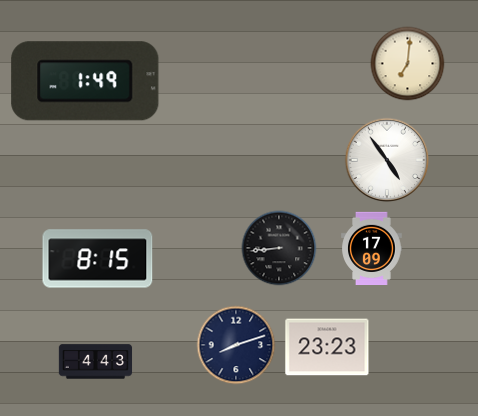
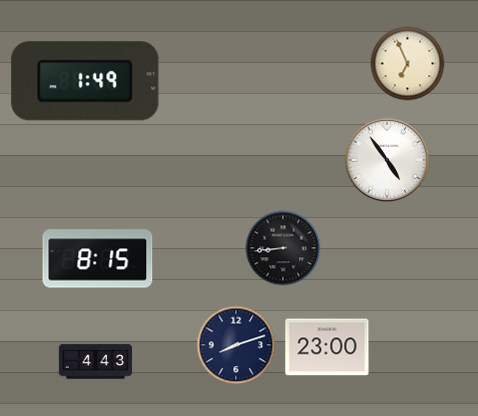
clock at (408, 64): 7:01 -> 6:56
clock at (279, 248) position: (279, 248) -> (283, 248)
clock at (372, 249): 17:09 -> none
clock at (327, 347): 23:23 -> 23:00
